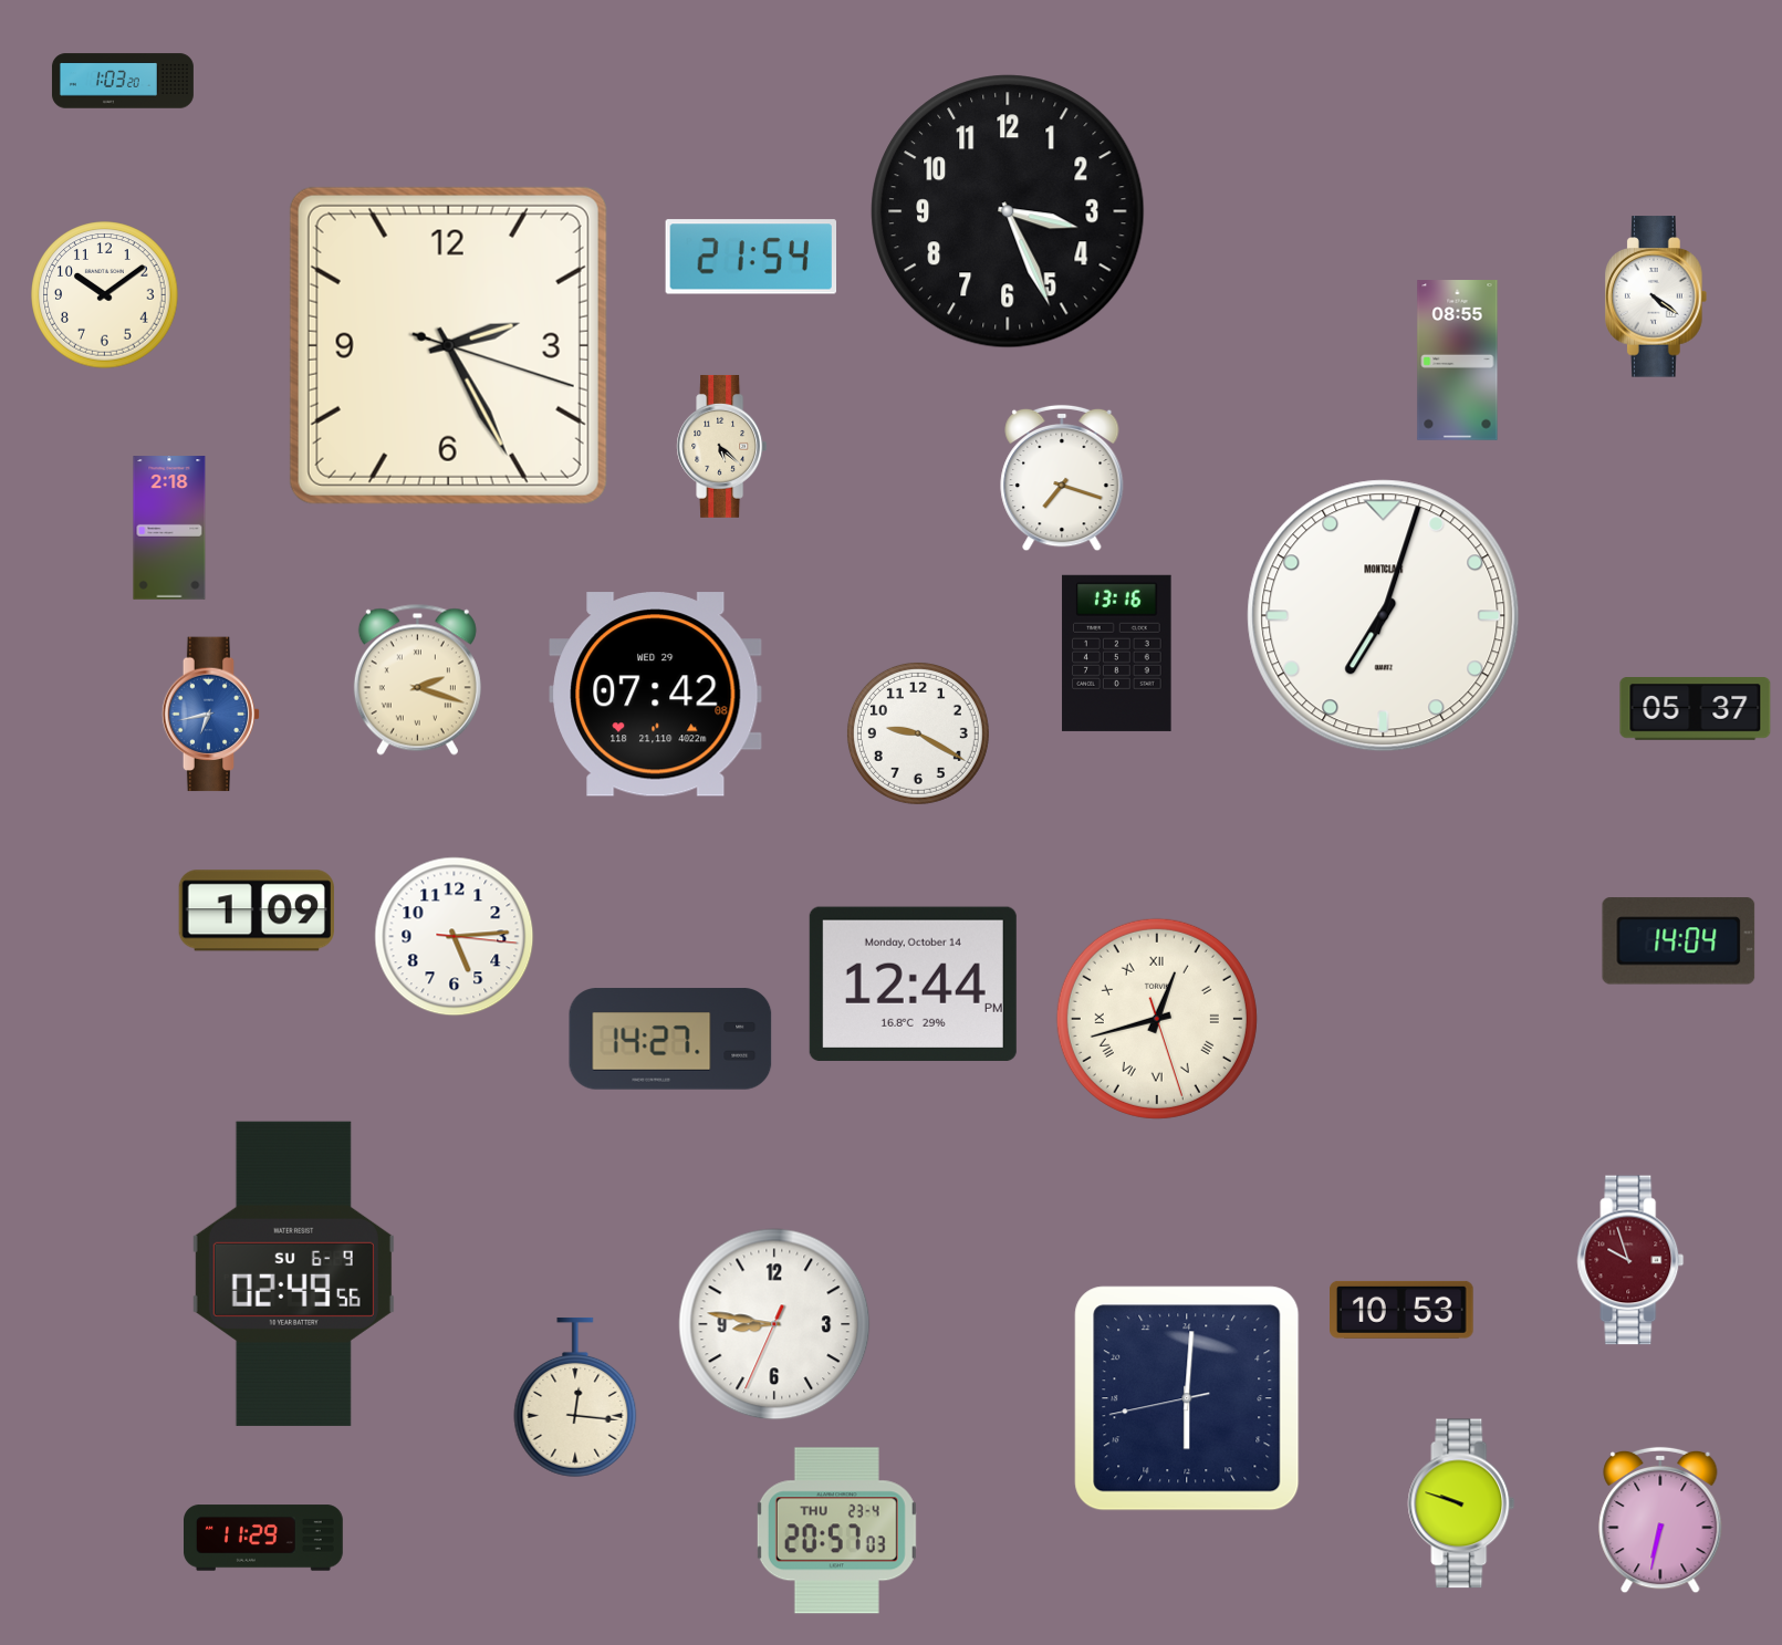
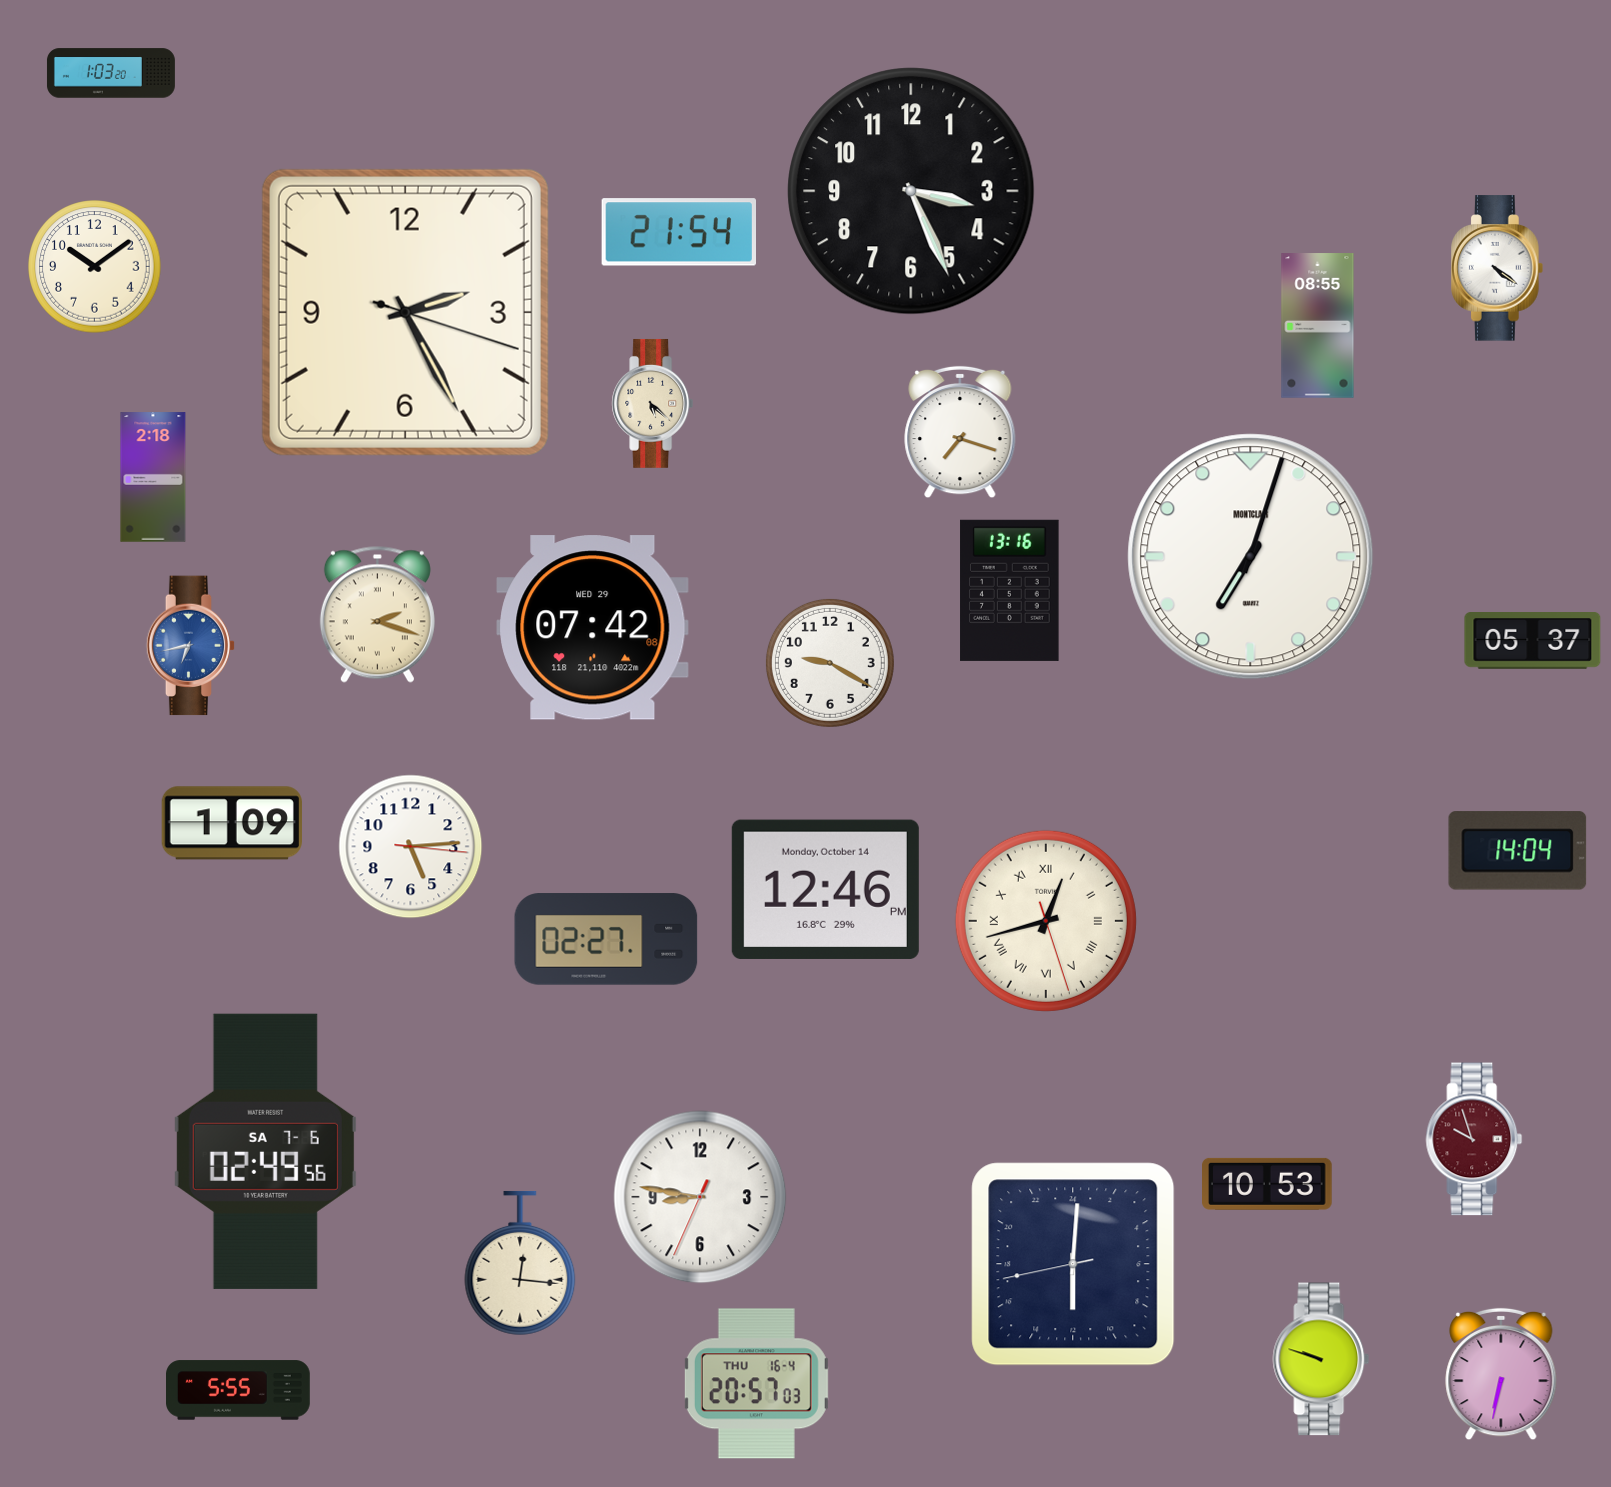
clock at (913, 983): 12:44 -> 12:46
clock at (670, 1039): 14:27 -> 02:27
clock at (293, 1273) date: SU 6-9 -> SA 7-6
clock at (836, 1531) date: THU 23-4 -> THU 16-4
clock at (264, 1538): 11:29 -> 5:55
